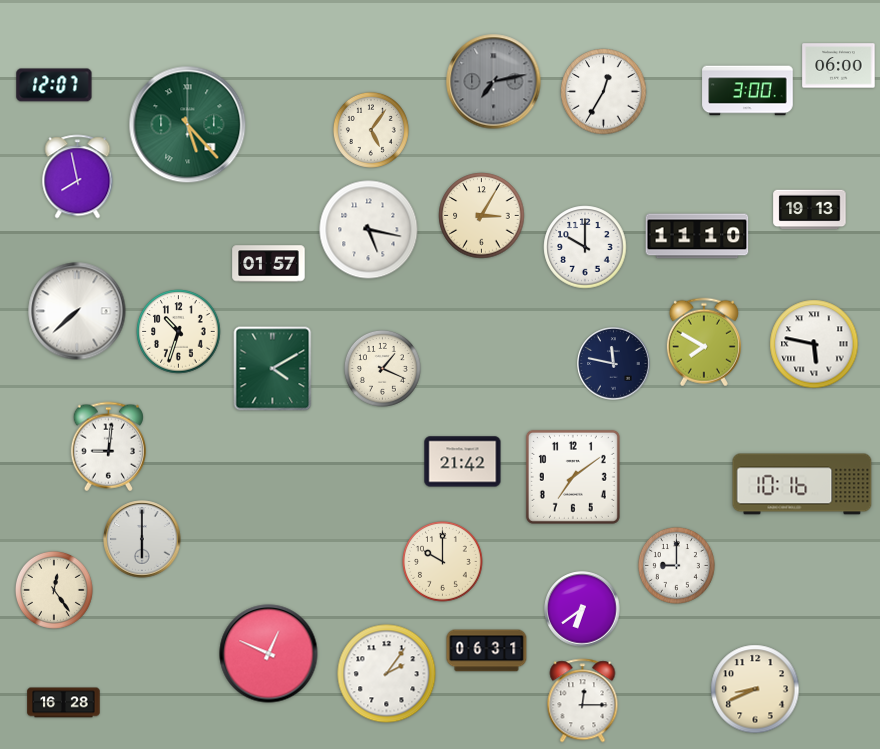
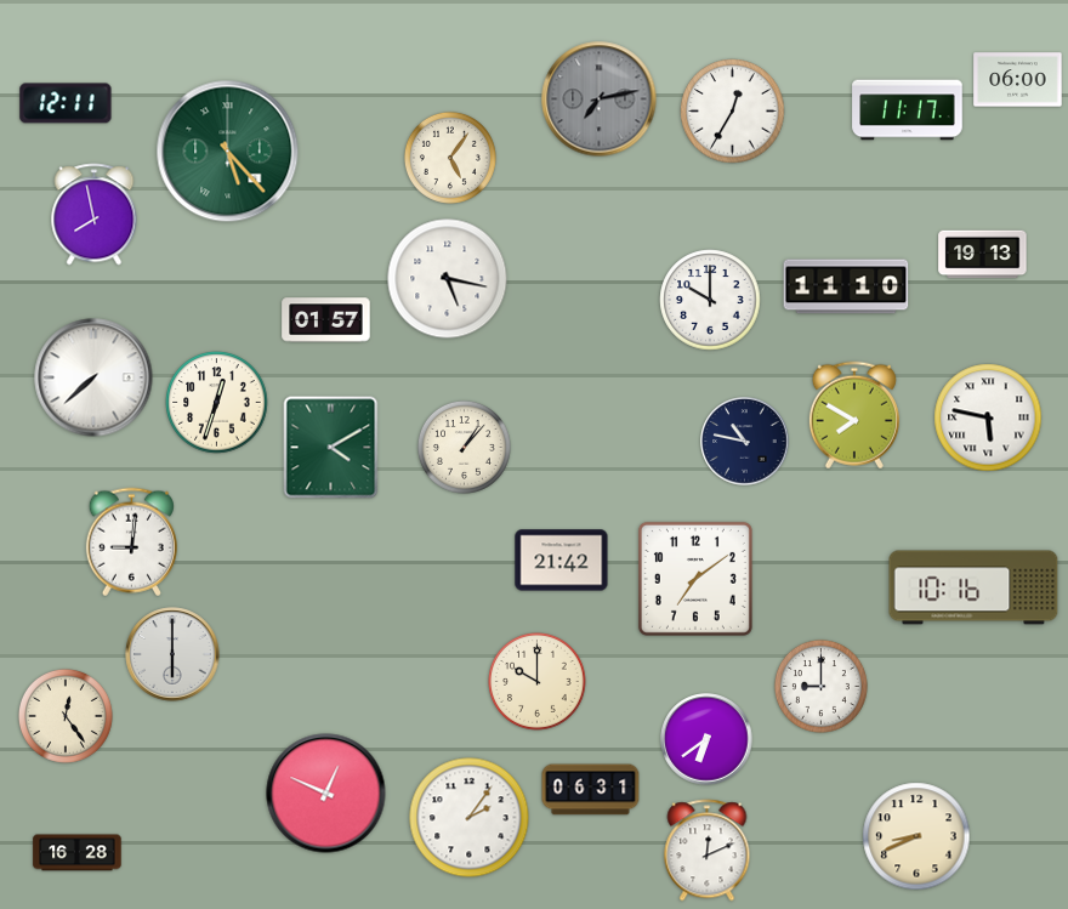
clock at (54, 85): 12:07 -> 12:11
clock at (748, 91): 3:00 -> 11:17
clock at (482, 216): 3:05 -> none
clock at (179, 332): 10:33 -> 12:33
clock at (614, 364): 11:47 -> 10:47
clock at (382, 368): 1:19 -> 1:07
clock at (583, 701): 12:15 -> 12:11
